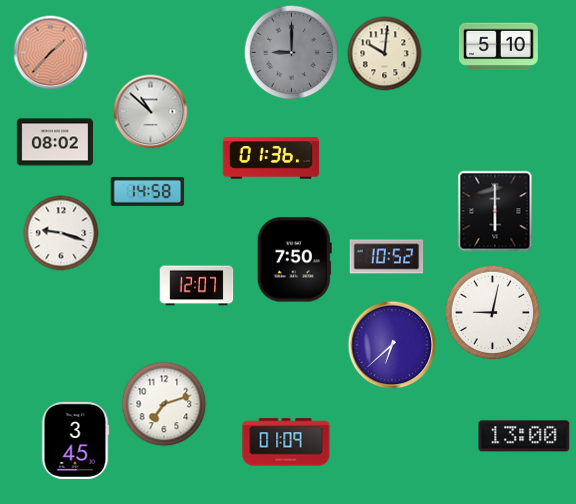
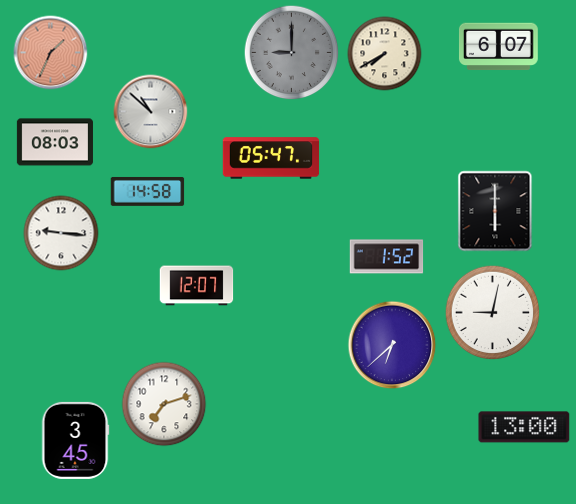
clock at (498, 47): 5:10 -> 6:07
clock at (51, 53): 1:37 -> 1:34
clock at (385, 54): 10:01 -> 7:40
clock at (55, 142): 08:02 -> 08:03
clock at (271, 158): 01:36 -> 05:47
clock at (61, 233): 9:18 -> 9:16
clock at (387, 257): 10:52 -> 1:52
clock at (294, 260): 7:50 -> none
clock at (524, 436) position: (524, 436) -> (524, 427)
clock at (286, 442): 01:09 -> none
